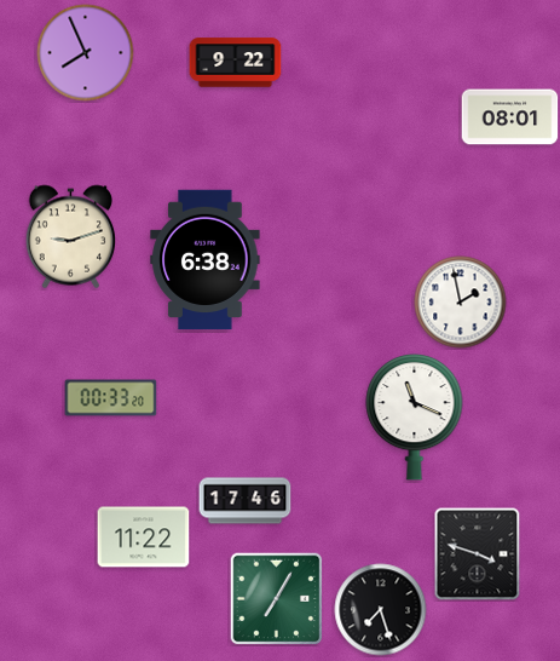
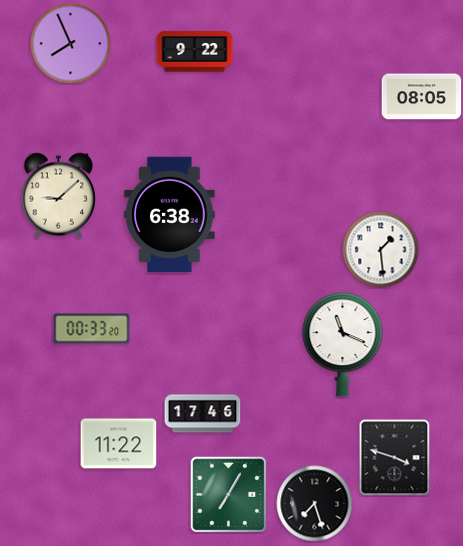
clock at (510, 117): 08:01 -> 08:05
clock at (70, 237): 9:12 -> 9:08
clock at (461, 303): 1:58 -> 1:29
